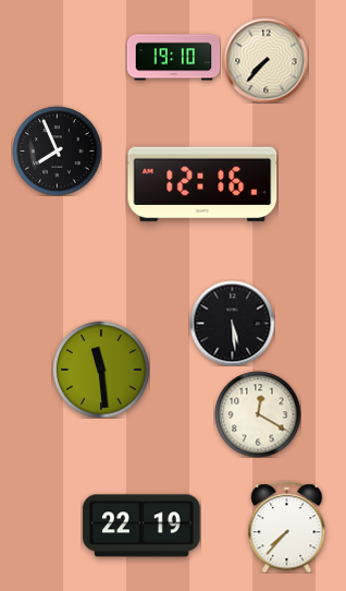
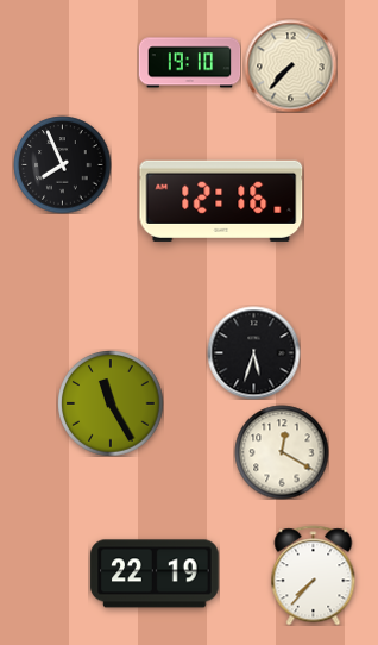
clock at (232, 323): 5:29 -> 5:33
clock at (101, 370): 11:29 -> 11:25
